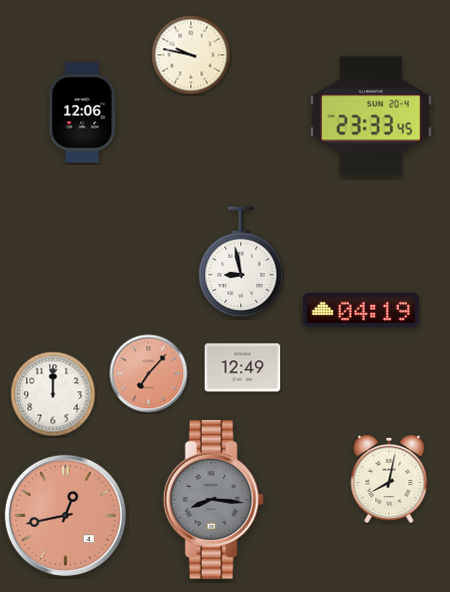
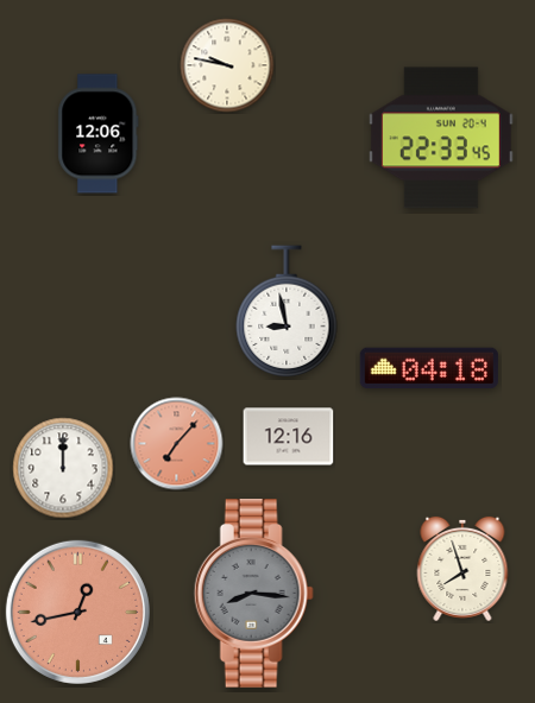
clock at (371, 116): 23:33 -> 22:33
clock at (361, 310): 04:19 -> 04:18
clock at (243, 368): 12:49 -> 12:16
clock at (389, 479): 8:02 -> 7:57
